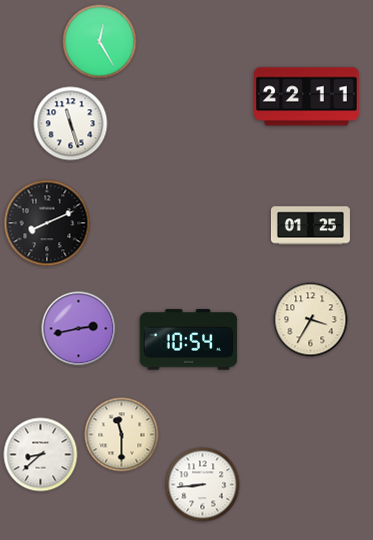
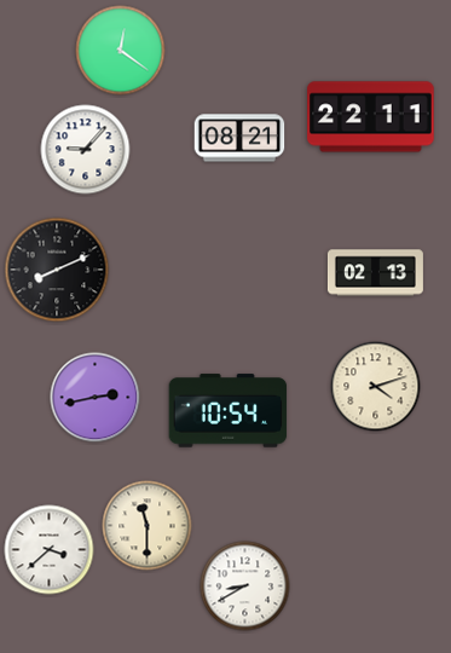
clock at (100, 42): 12:25 -> 12:21
clock at (239, 138): none -> 08:21
clock at (71, 124): 11:27 -> 9:07
clock at (310, 226): 01:25 -> 02:13
clock at (311, 320): 3:35 -> 4:12
clock at (41, 455): 8:38 -> 3:38
clock at (203, 485): 8:44 -> 8:40
